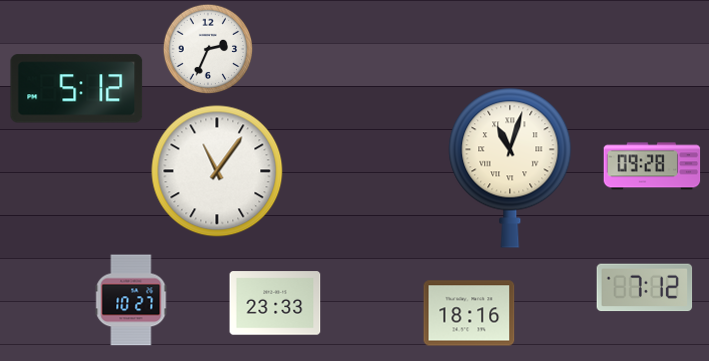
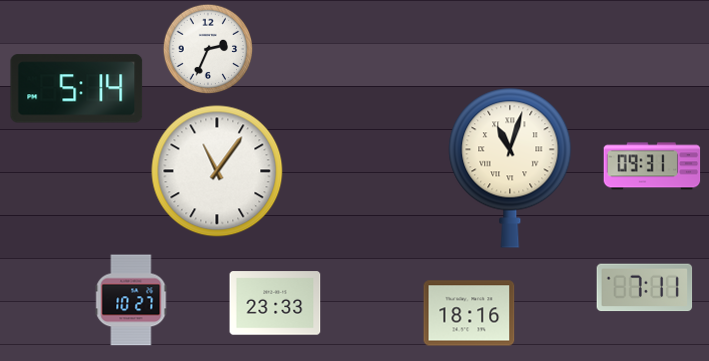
clock at (77, 89): 5:12 -> 5:14
clock at (652, 166): 09:28 -> 09:31
clock at (645, 288): 7:12 -> 7:11
